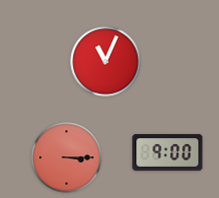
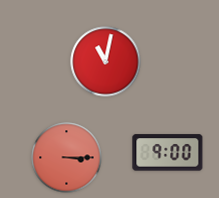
clock at (106, 62): 11:04 -> 11:02
